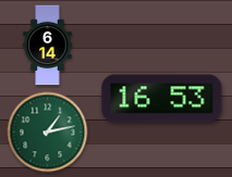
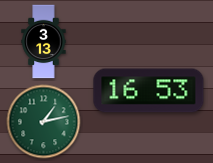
clock at (48, 46): 6:14 -> 3:13
